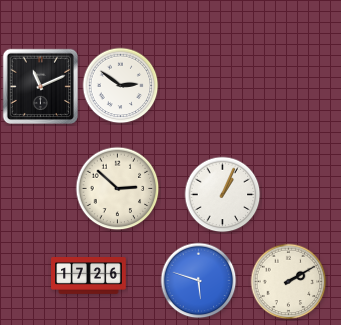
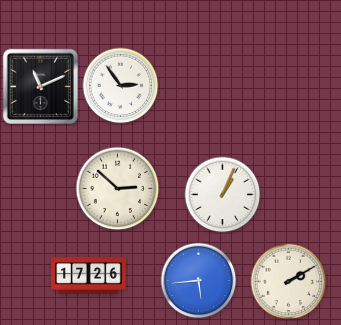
clock at (121, 86): 2:51 -> 2:54
clock at (199, 281): 5:48 -> 5:44
